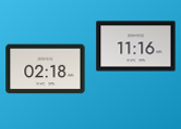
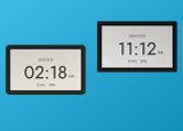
clock at (136, 47): 11:16 -> 11:12
